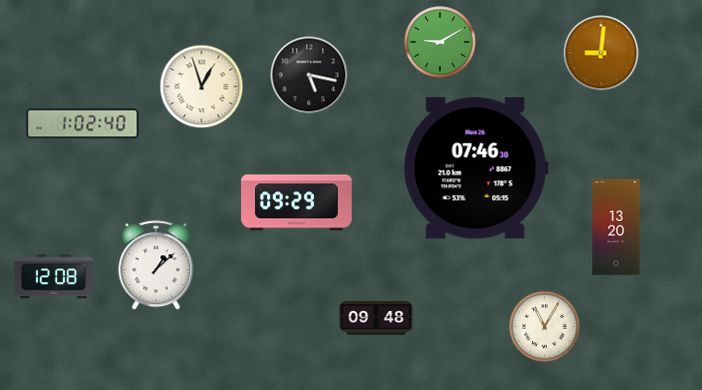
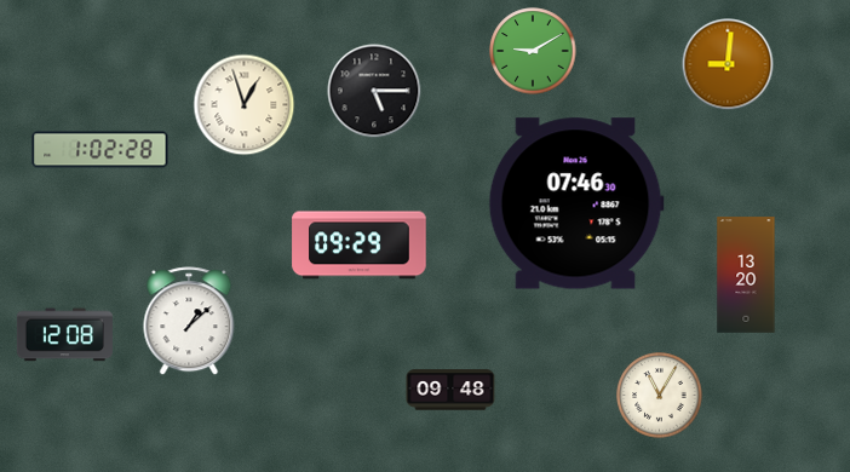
clock at (309, 75): 5:17 -> 5:15
clock at (83, 124): 1:02:40 -> 1:02:28
clock at (376, 318) position: (376, 318) -> (450, 390)
